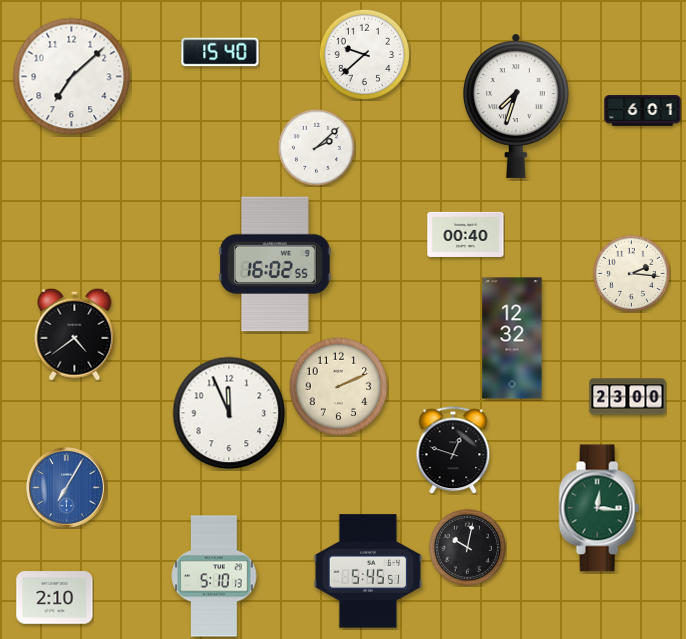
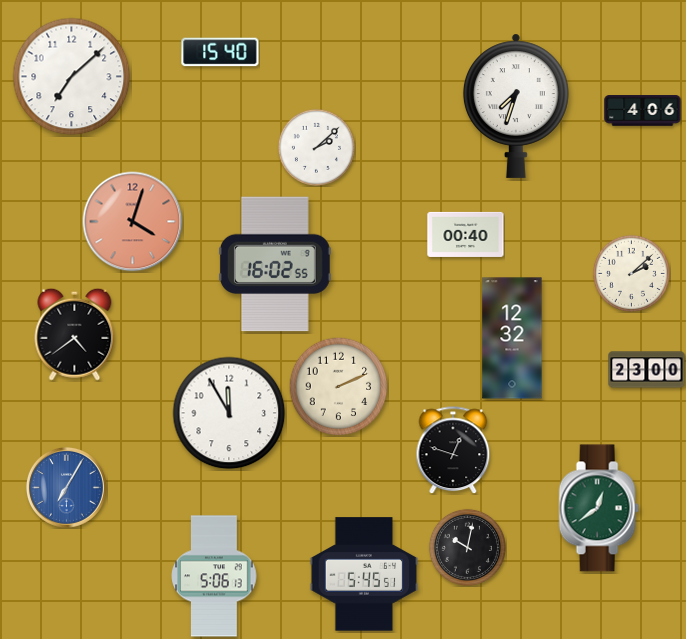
clock at (364, 54): 9:38 -> none
clock at (643, 111): 6:01 -> 4:06
clock at (133, 222): none -> 4:03
clock at (631, 273): 2:16 -> 2:08
clock at (628, 397) position: (628, 397) -> (647, 370)
clock at (229, 413): 11:56 -> 11:55
clock at (599, 508): 12:16 -> 12:39
clock at (368, 571) position: (368, 571) -> (364, 574)
clock at (214, 576): 5:10 -> 5:06
clock at (55, 598): 2:10 -> none
